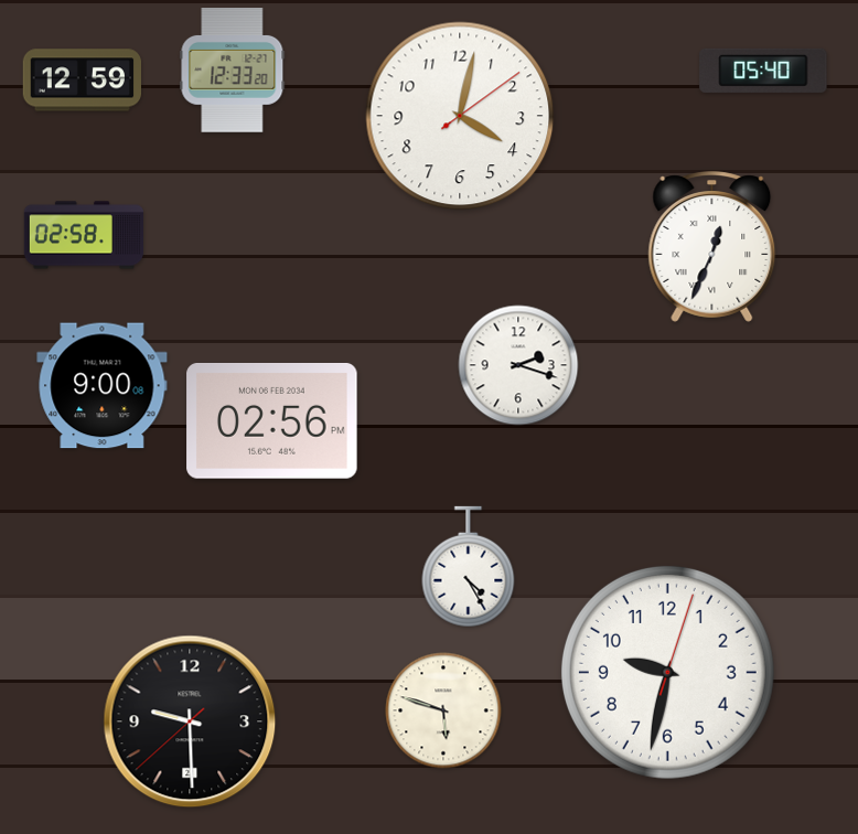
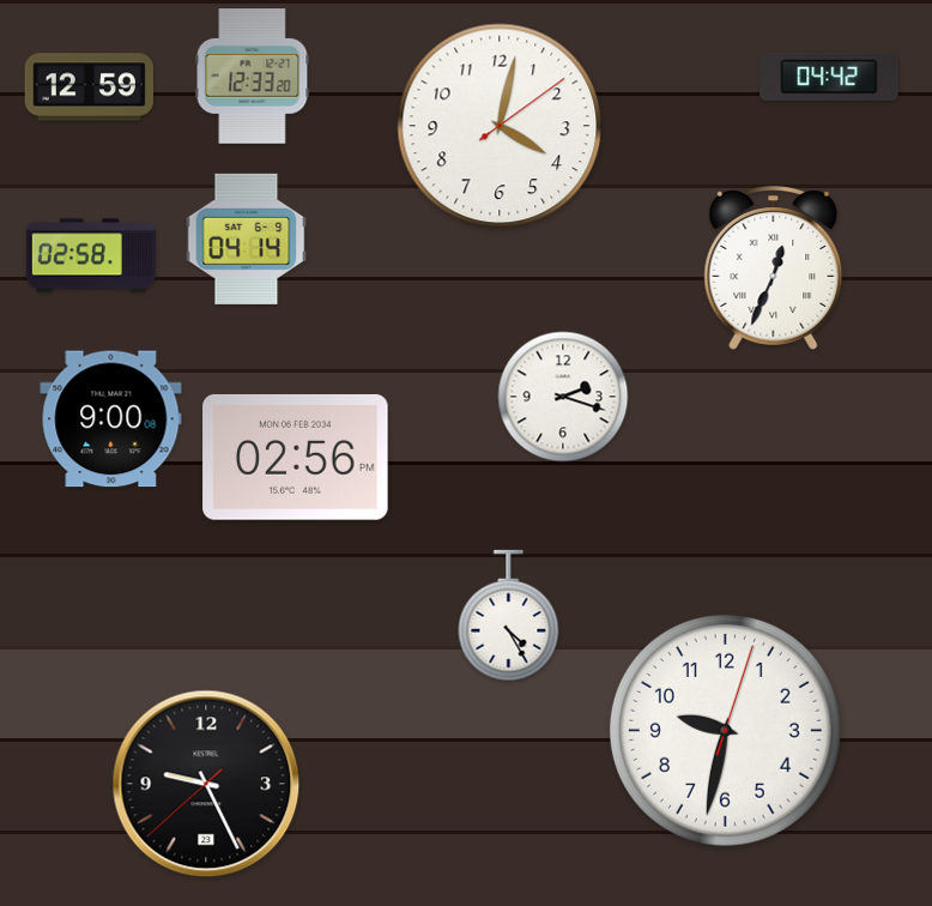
clock at (763, 71): 05:40 -> 04:42
clock at (247, 238): none -> 04:14
clock at (443, 710): 5:48 -> none
clock at (190, 721): 9:29 -> 9:25
